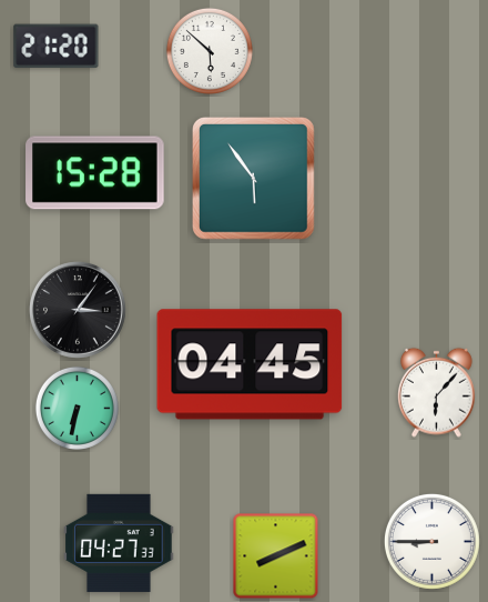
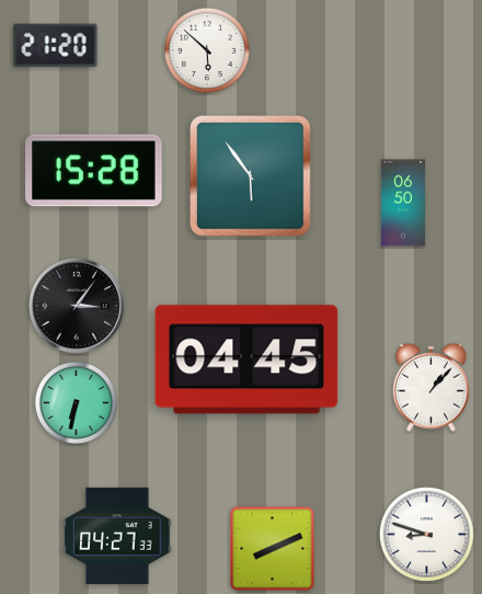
clock at (403, 203): none -> 06:50
clock at (436, 392): 6:07 -> 1:07
clock at (431, 541): 8:45 -> 8:48
